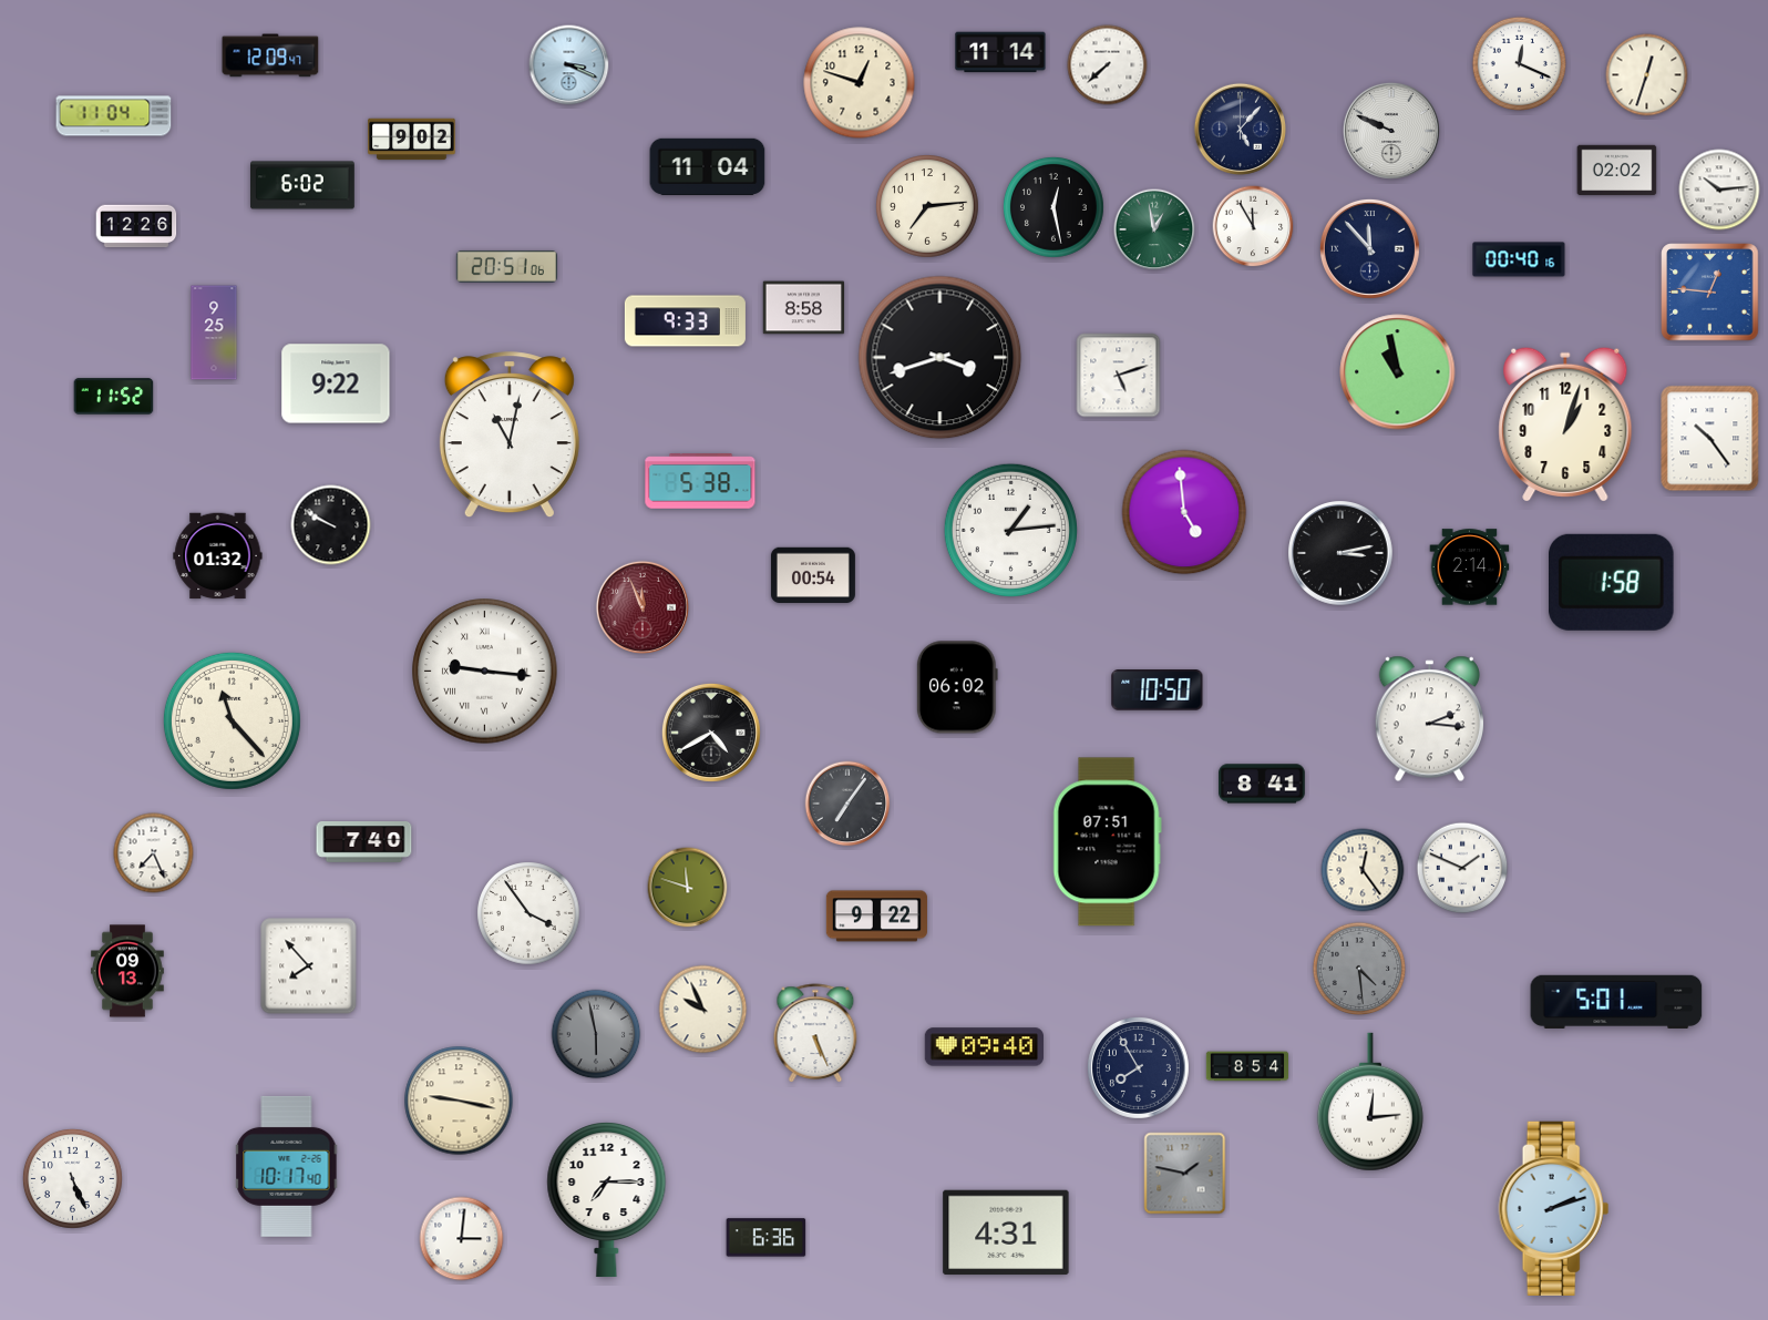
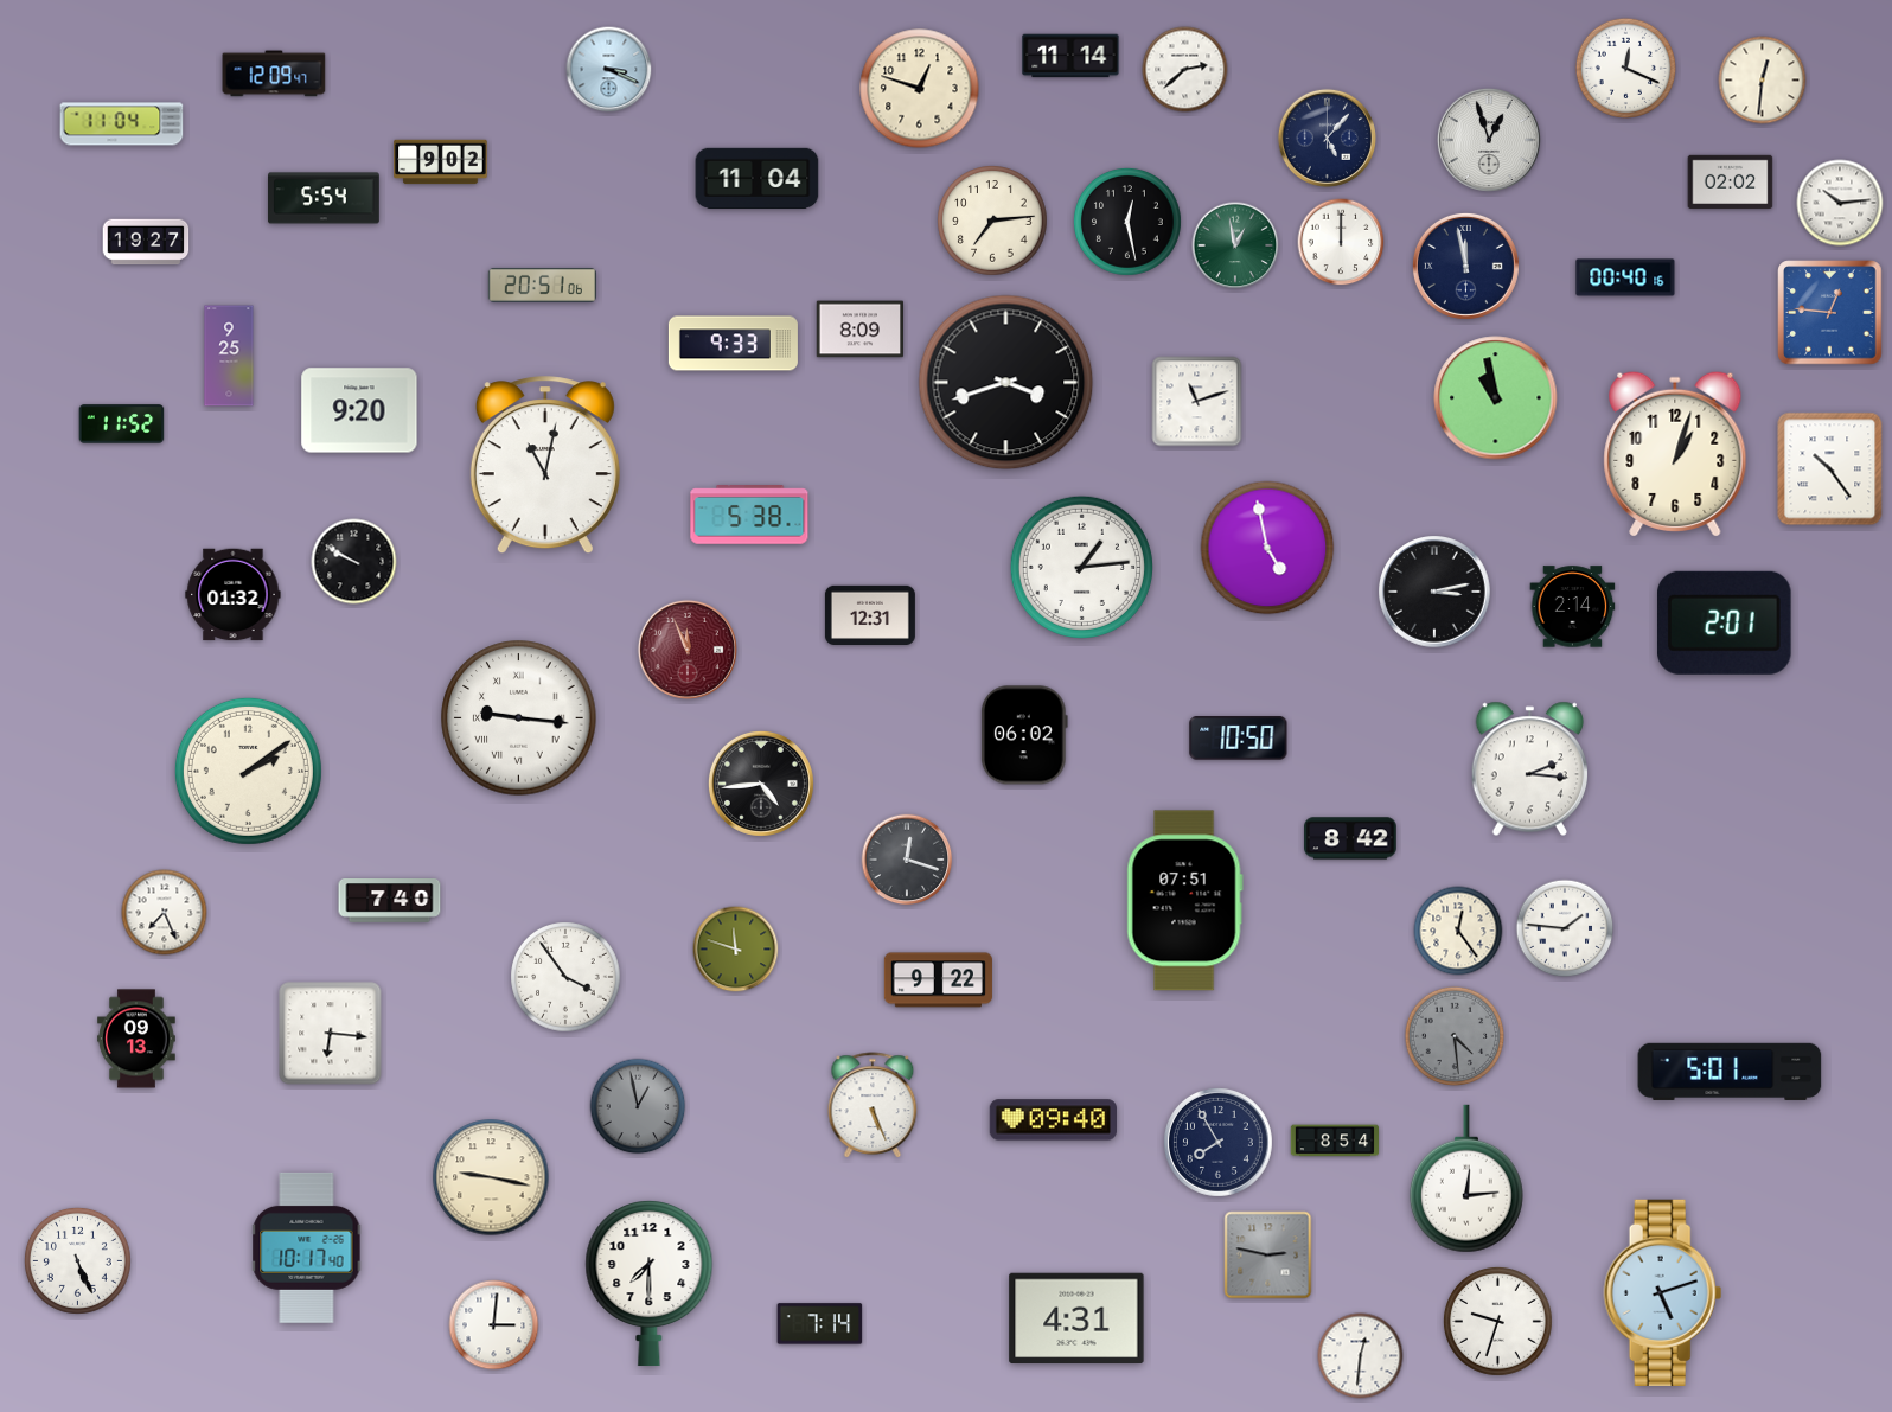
clock at (270, 55) position: (270, 55) -> (274, 74)
clock at (1108, 65): 7:38 -> 2:38
clock at (1647, 75): 12:33 -> 12:31
clock at (1391, 131): 9:49 -> 12:57
clock at (412, 140) position: (412, 140) -> (441, 162)
clock at (304, 185): 6:02 -> 5:54
clock at (136, 226): 12:26 -> 19:27
clock at (1253, 226): 11:55 -> 12:00
clock at (1369, 248): 11:53 -> 11:58
clock at (804, 308): 8:58 -> 8:09
clock at (1119, 376): 5:12 -> 11:12
clock at (336, 383): 9:22 -> 9:20
clock at (1184, 512): 4:59 -> 4:58
clock at (813, 574): 00:54 -> 12:31
clock at (1612, 582): 1:58 -> 2:01
clock at (232, 720): 11:23 -> 2:09
clock at (711, 733): 4:40 -> 4:44
clock at (1262, 784): 8:41 -> 8:42
clock at (847, 804): 7:06 -> 12:18
clock at (1462, 868): 1:49 -> 1:46
clock at (309, 966): 7:53 -> 6:16
clock at (703, 1010): 9:56 -> none
clock at (596, 1034): 5:58 -> 12:58
clock at (1185, 1174): 1:47 -> 2:47
clock at (607, 1200): 7:15 -> 7:30
clock at (1554, 1208): 2:12 -> 5:12
clock at (1498, 1322): none -> 9:33
clock at (767, 1238): 6:36 -> 7:14
clock at (1361, 1356): none -> 12:31
